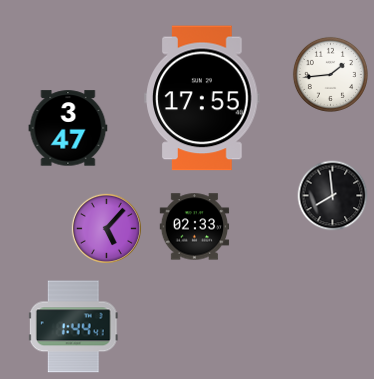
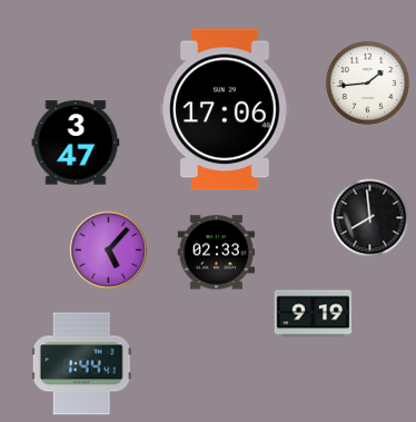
clock at (202, 98): 17:55 -> 17:06
clock at (106, 228) position: (106, 228) -> (108, 249)
clock at (314, 314): none -> 9:19
